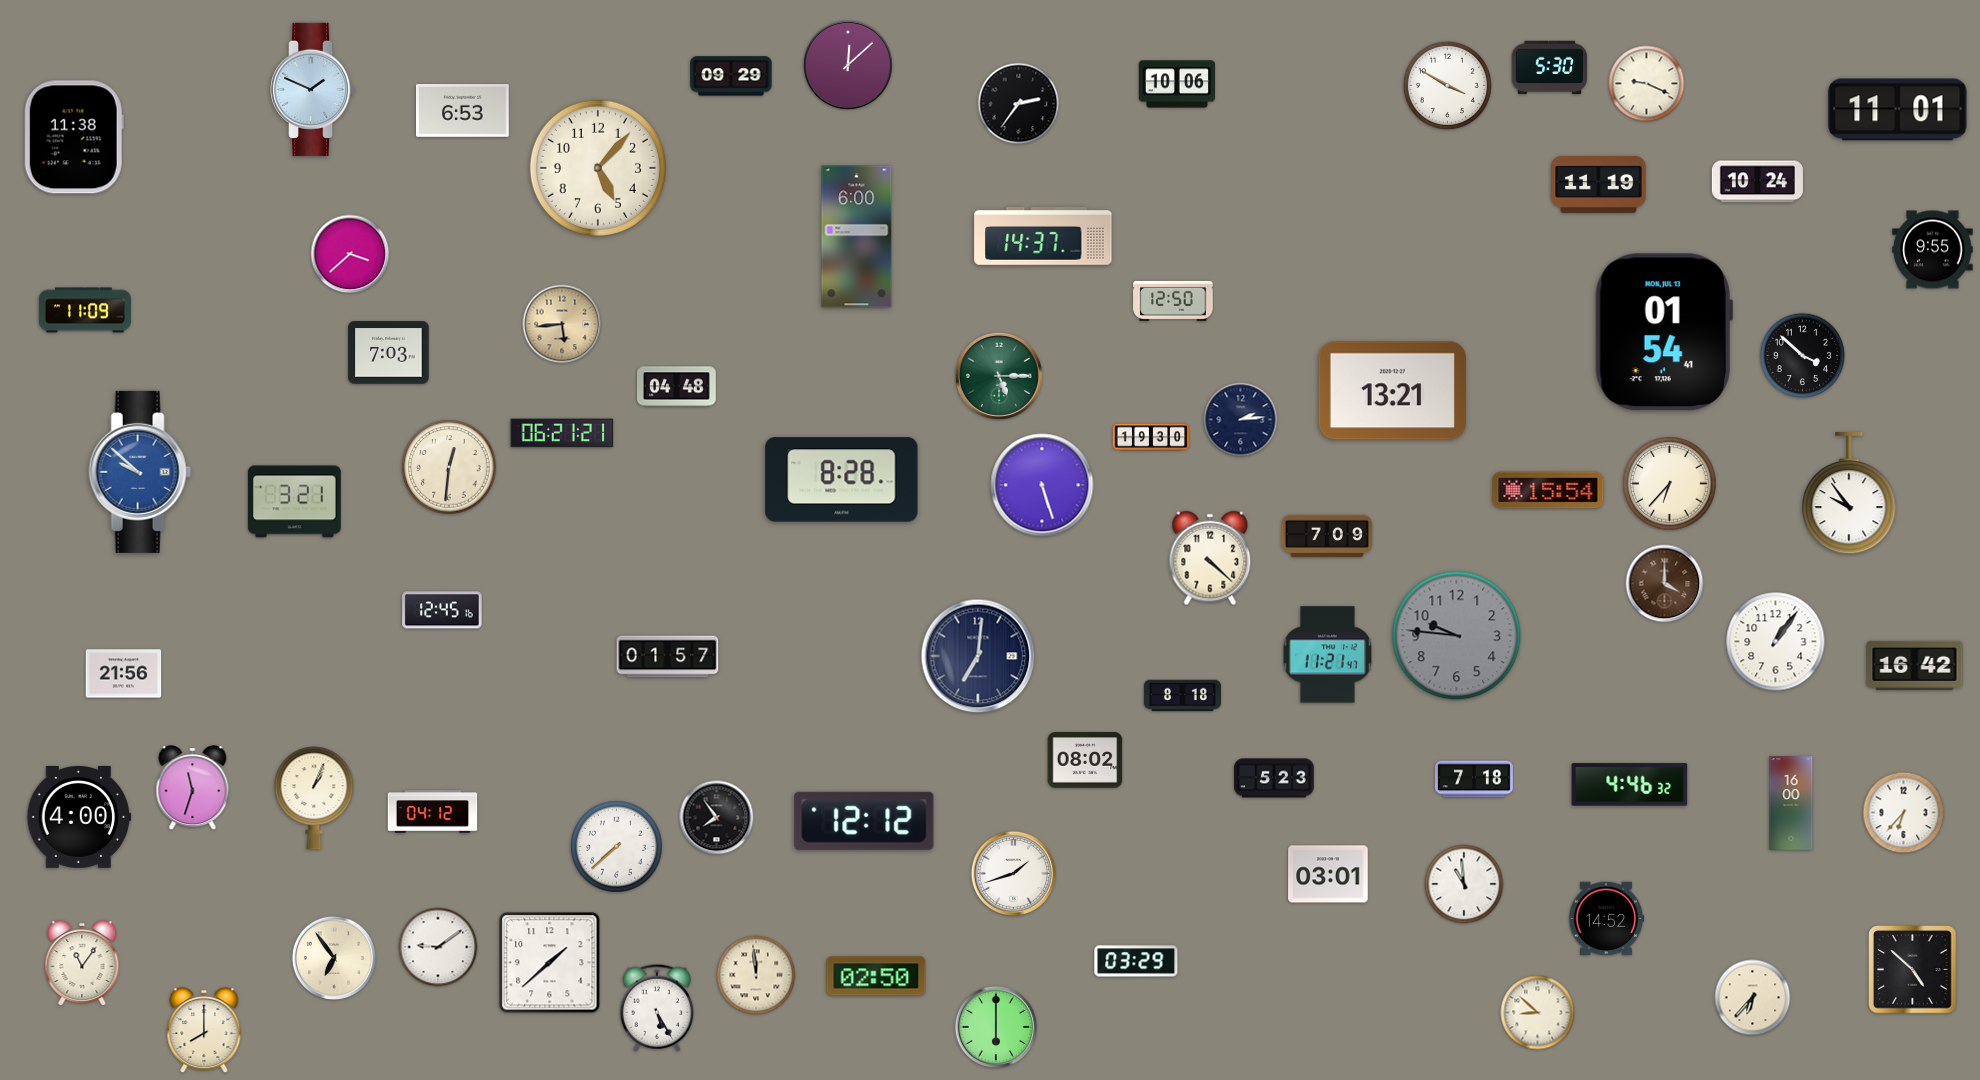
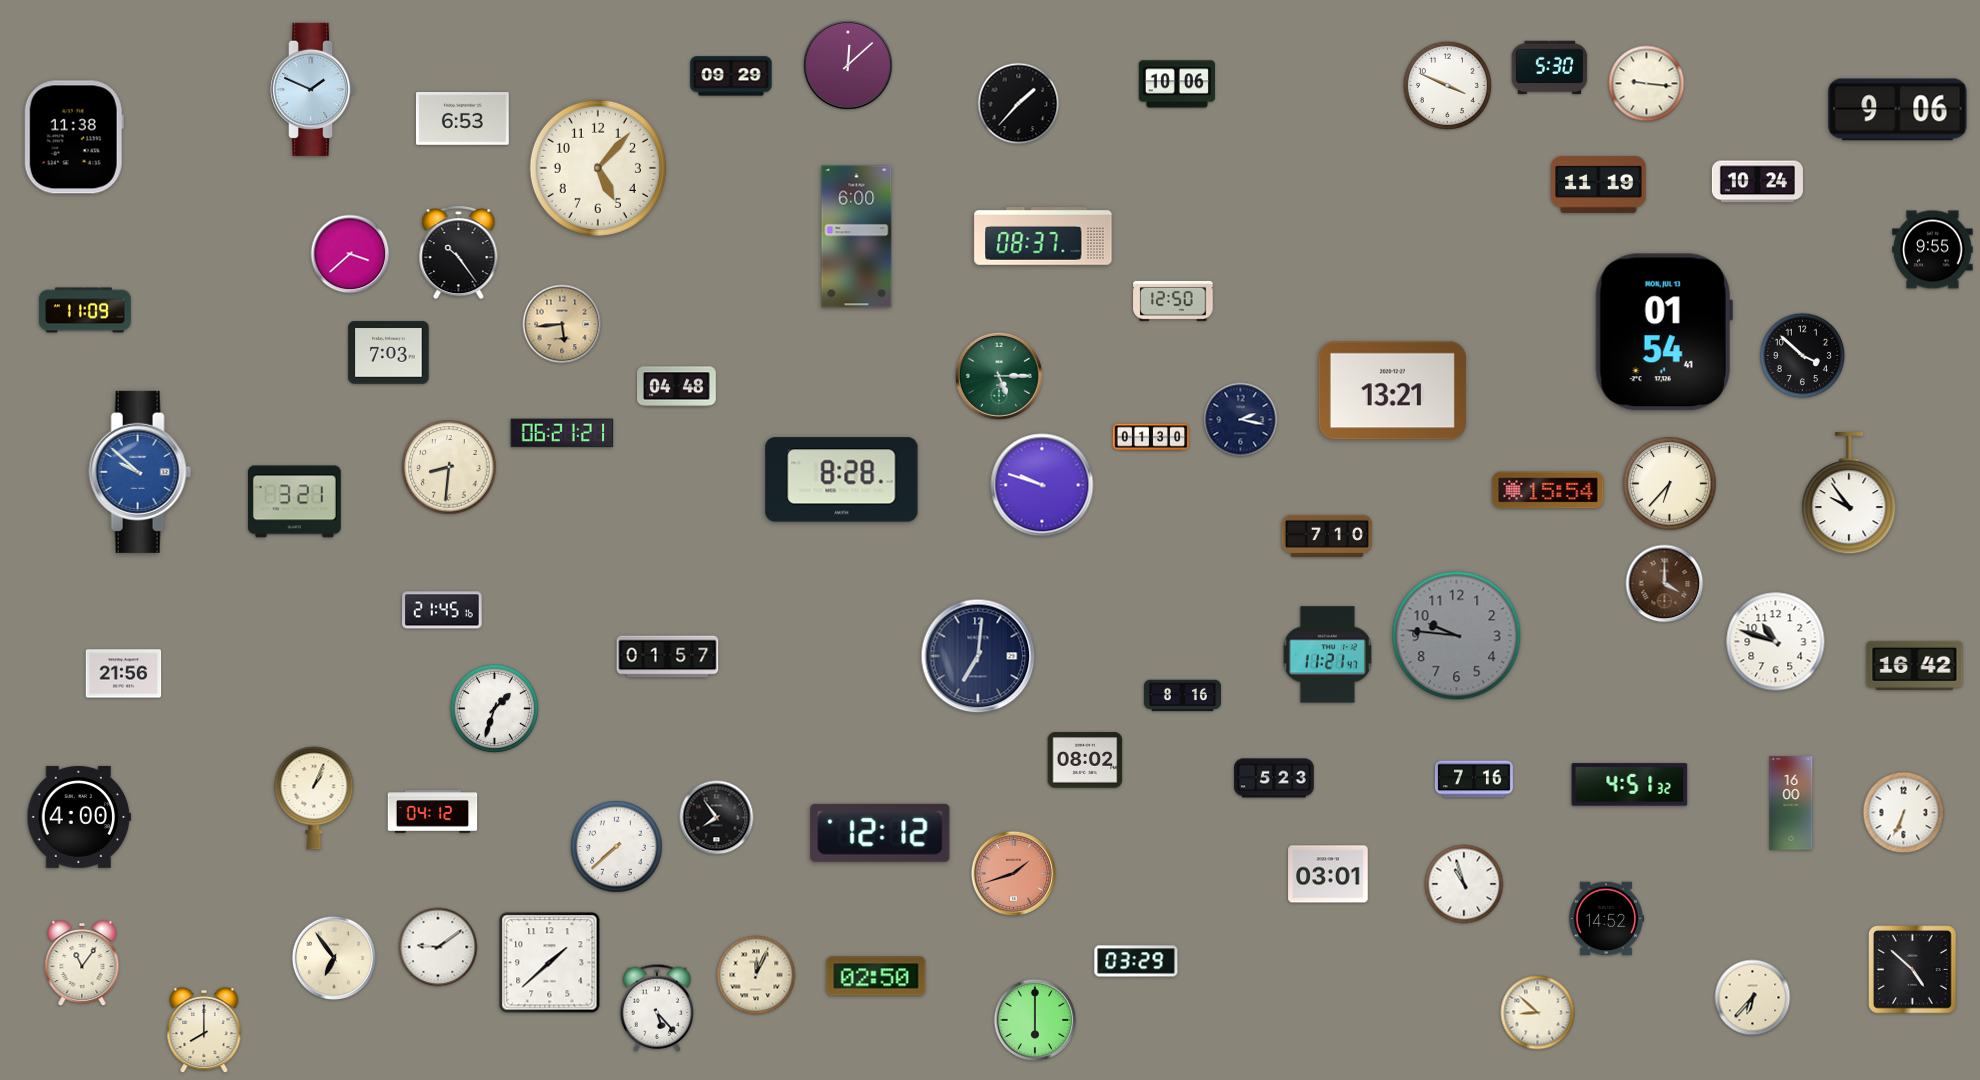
clock at (1647, 84): 9:19 -> 9:16
clock at (1447, 85): 3:50 -> 3:49
clock at (1019, 104): 2:36 -> 1:37
clock at (1898, 110): 11:01 -> 9:06
clock at (462, 111) position: (462, 111) -> (462, 119)
clock at (1043, 237): 14:37 -> 08:37
clock at (459, 253): none -> 10:24
clock at (1241, 420): 2:14 -> 2:17
clock at (1151, 437): 19:30 -> 01:30
clock at (449, 467): 12:31 -> 8:31
clock at (1042, 485): 5:27 -> 9:48
clock at (1326, 536): 7:09 -> 7:10
clock at (1210, 558): 4:22 -> none
clock at (442, 610): 12:45 -> 21:45
clock at (1776, 642): 1:06 -> 10:48
clock at (1182, 696): 8:18 -> 8:16
clock at (494, 708): none -> 1:33
clock at (1474, 779): 7:18 -> 7:16
clock at (1630, 785): 4:46 -> 4:51
clock at (193, 788): 11:33 -> none
clock at (1904, 813): 6:37 -> 6:34
clock at (864, 821) position: (864, 821) -> (880, 833)
clock at (1013, 873) dial: white -> salmon
clock at (1464, 884): 10:59 -> 10:57
clock at (756, 975): 11:59 -> 12:04
clock at (657, 1008): 5:25 -> 5:23
clock at (996, 1027) position: (996, 1027) -> (1035, 1020)
